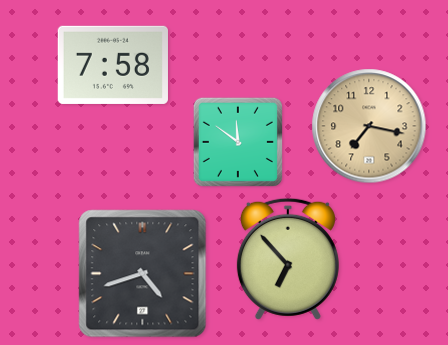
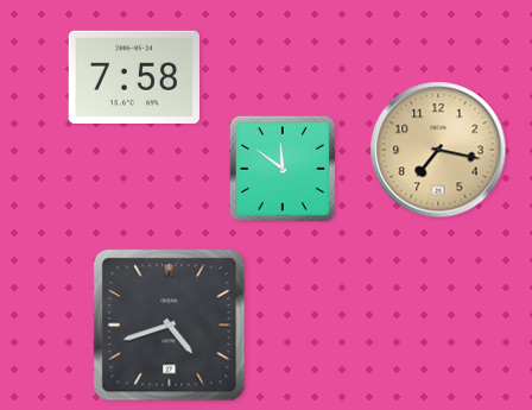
clock at (288, 259): 6:53 -> none
